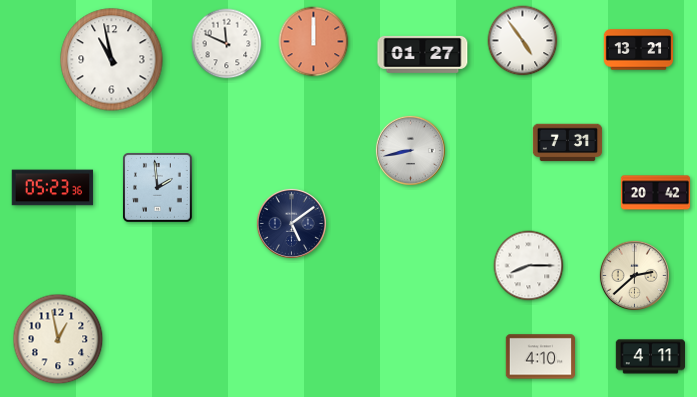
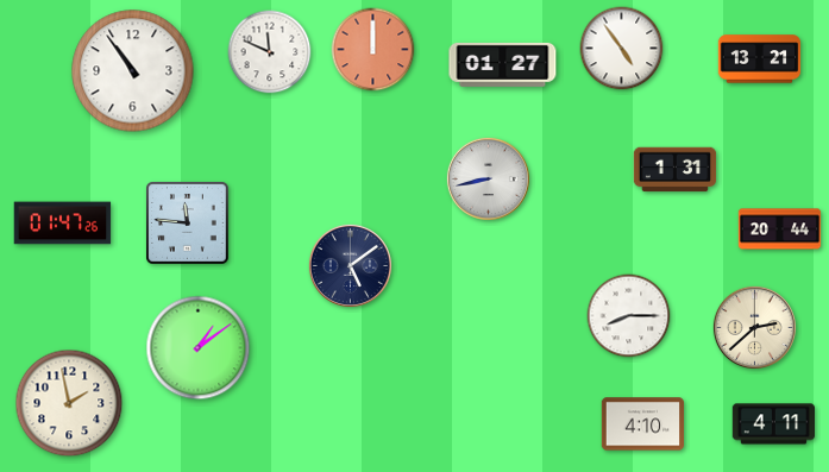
clock at (112, 60): 10:58 -> 10:54
clock at (568, 143): 7:31 -> 1:31
clock at (53, 188): 05:23 -> 01:47
clock at (158, 188): 1:59 -> 11:46
clock at (656, 193): 20:42 -> 20:44
clock at (291, 223) position: (291, 223) -> (350, 265)
clock at (199, 348): none -> 1:09
clock at (58, 339): 12:58 -> 1:58
